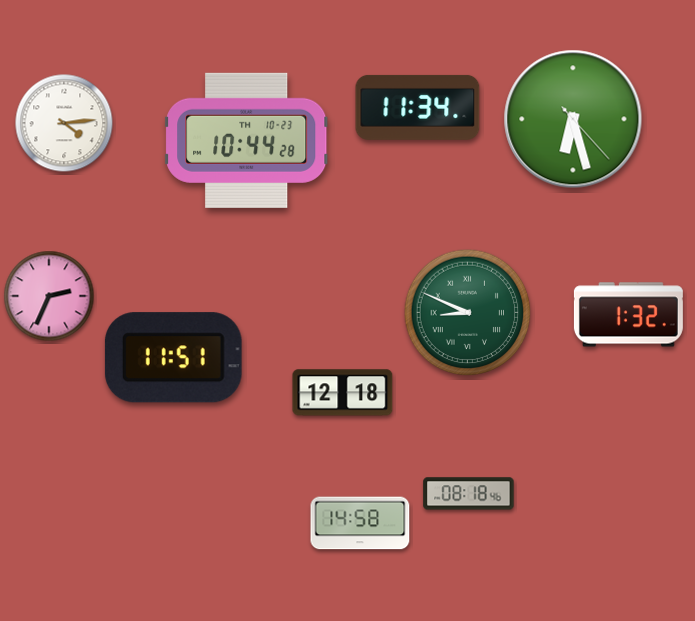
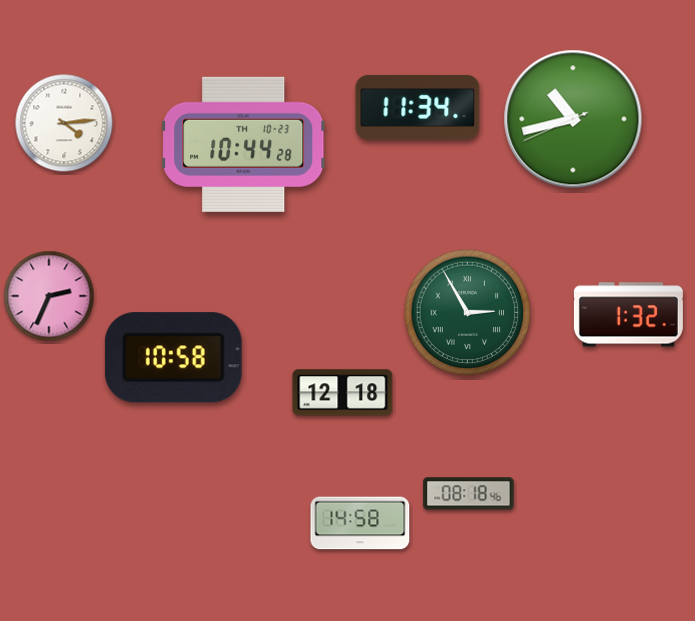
clock at (573, 119): 6:27 -> 10:42
clock at (247, 140) position: (247, 140) -> (244, 144)
clock at (468, 313): 8:49 -> 2:55
clock at (173, 358): 11:51 -> 10:58
